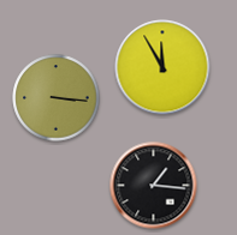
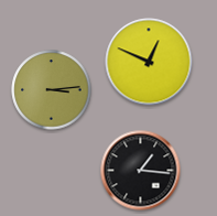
clock at (162, 67): 11:55 -> 12:49
clock at (57, 98): 3:16 -> 3:14
